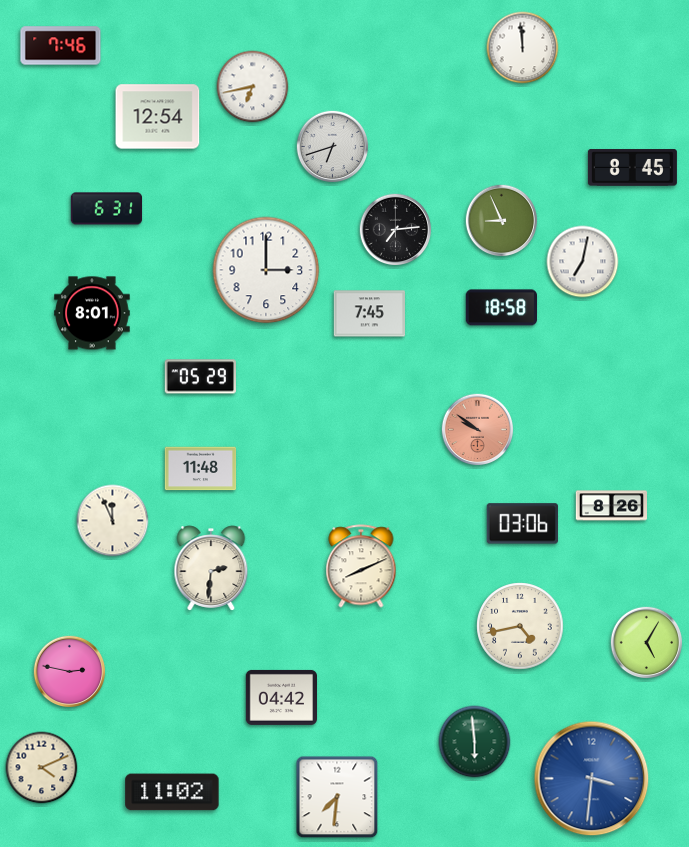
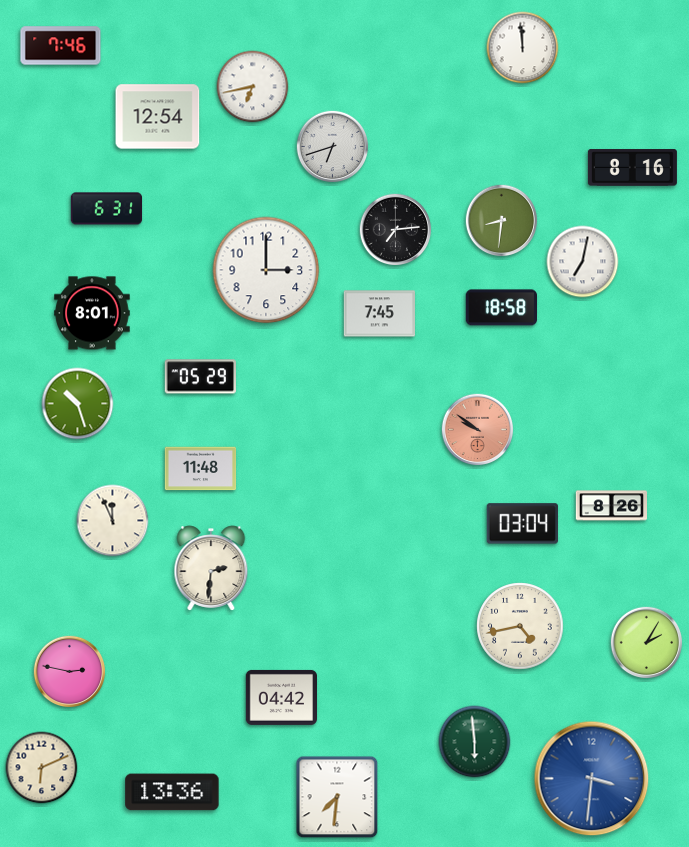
clock at (632, 168): 8:45 -> 8:16
clock at (502, 221): 8:56 -> 8:31
clock at (369, 314) position: (369, 314) -> (379, 314)
clock at (78, 404): none -> 10:27
clock at (522, 524): 03:06 -> 03:04
clock at (361, 566): 8:11 -> none
clock at (647, 643): 5:05 -> 2:05
clock at (42, 768): 4:11 -> 6:11
clock at (172, 792): 11:02 -> 13:36
